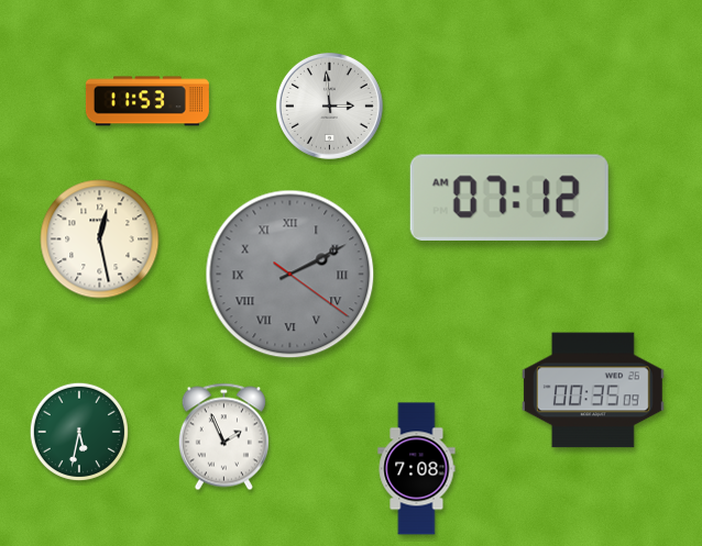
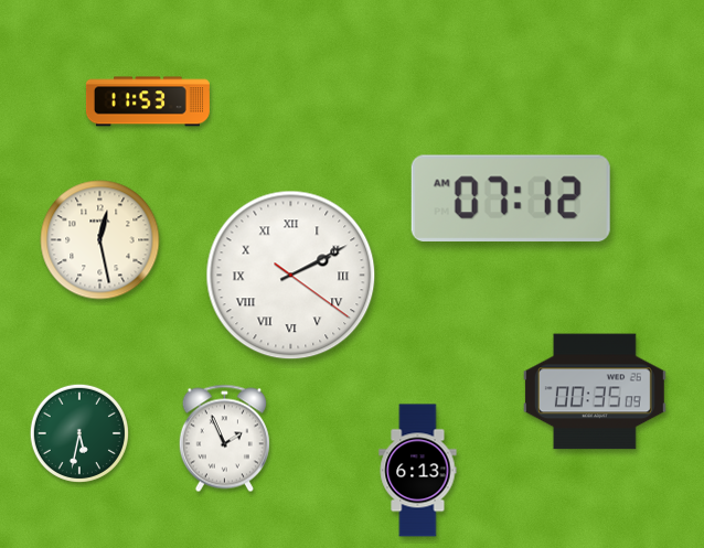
clock at (329, 105): 2:59 -> none
clock at (290, 275) dial: grey -> white
clock at (417, 469): 7:08 -> 6:13
